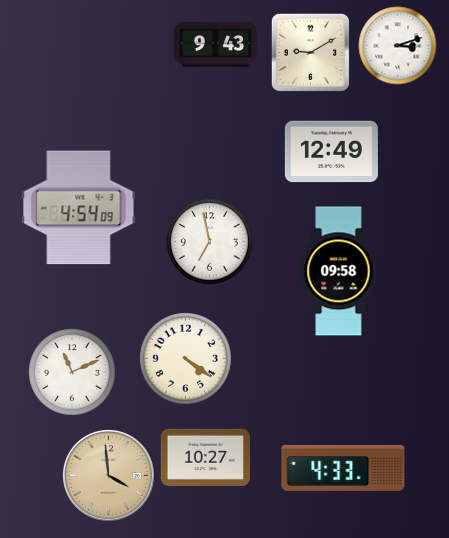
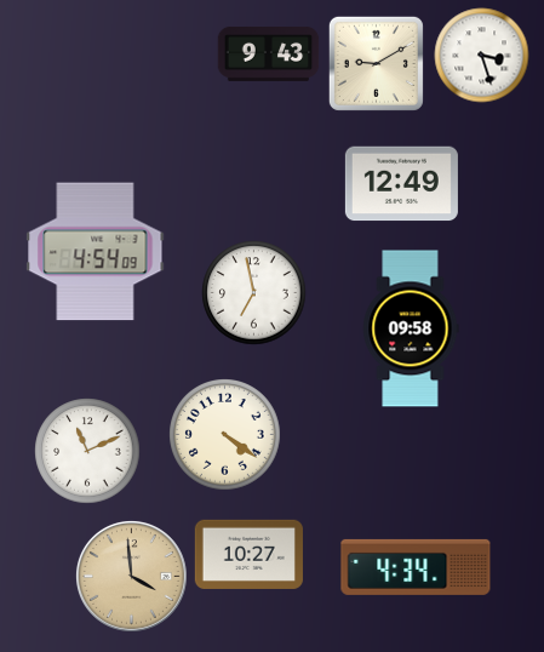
clock at (215, 44) position: (215, 44) -> (268, 53)
clock at (397, 45): 3:12 -> 3:27
clock at (343, 468): 4:33 -> 4:34
